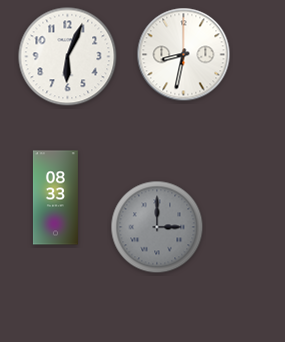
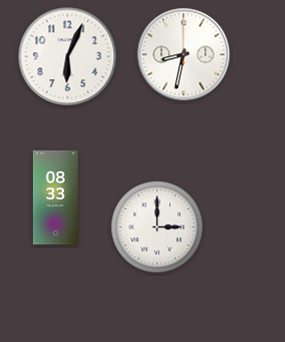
clock at (157, 227) dial: grey -> white
